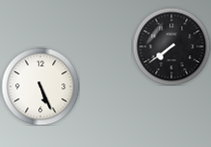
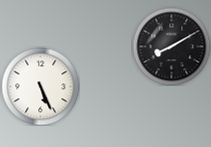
clock at (171, 46): 7:39 -> 8:10
